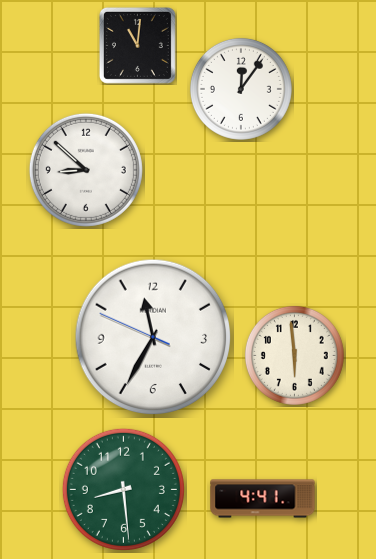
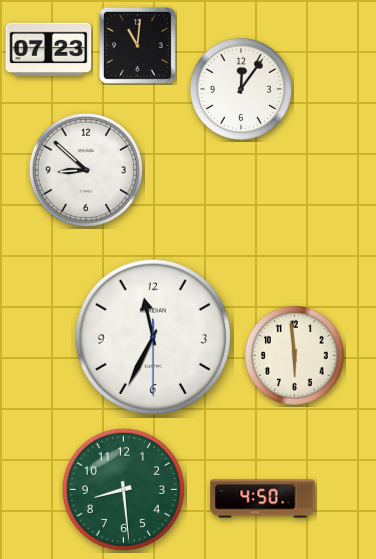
clock at (49, 50): none -> 07:23
clock at (153, 337): 11:34:49 -> 11:34:30
clock at (263, 499): 4:41 -> 4:50
